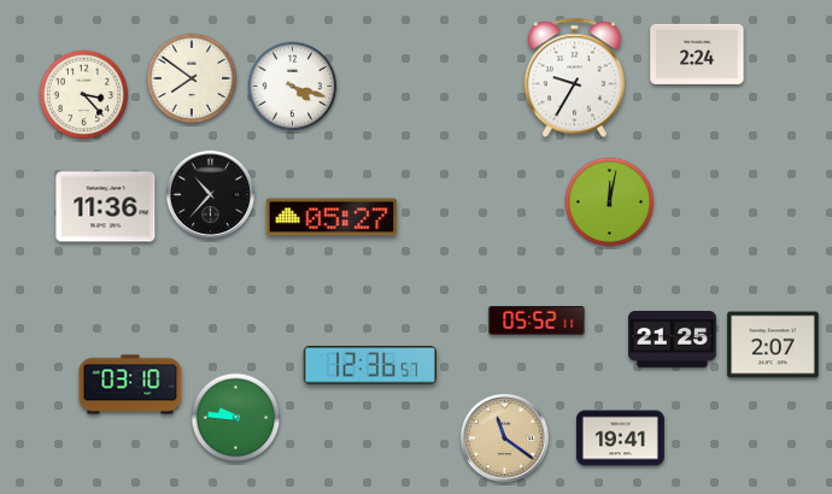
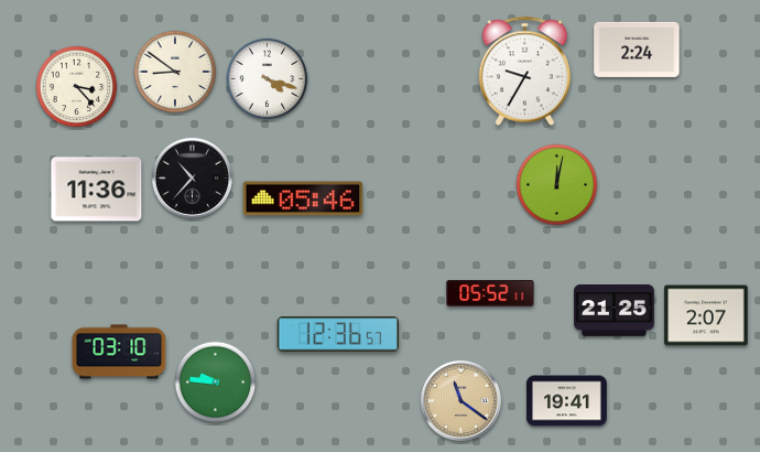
clock at (192, 78): 7:51 -> 8:51
clock at (332, 217): 05:27 -> 05:46
